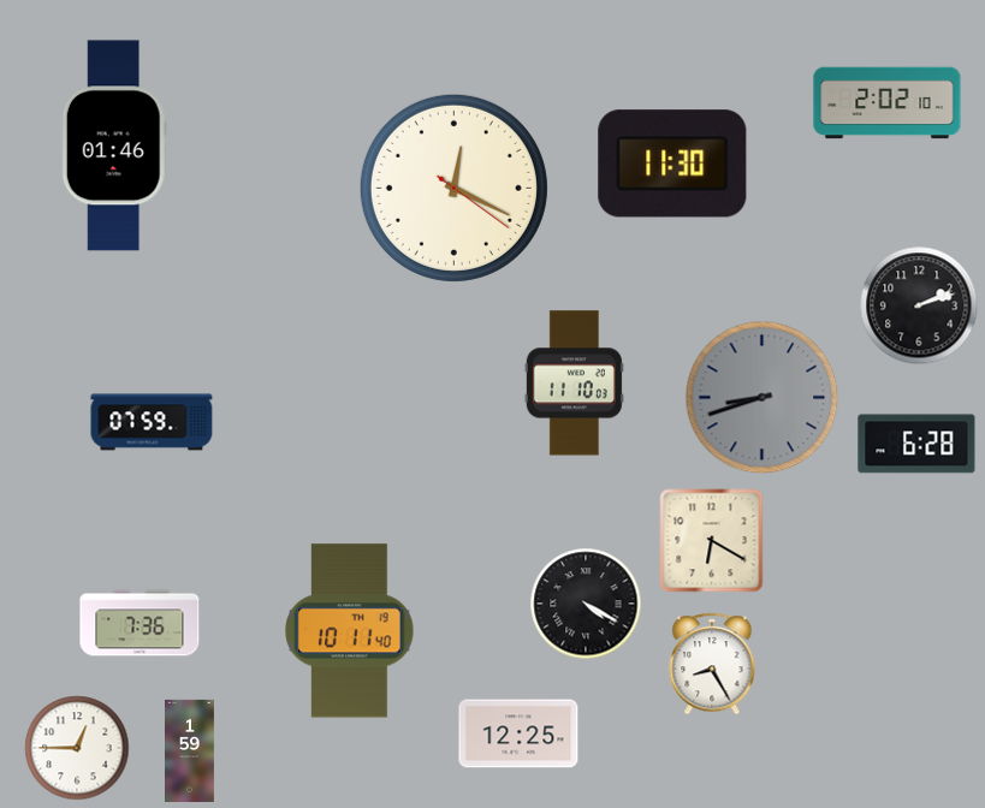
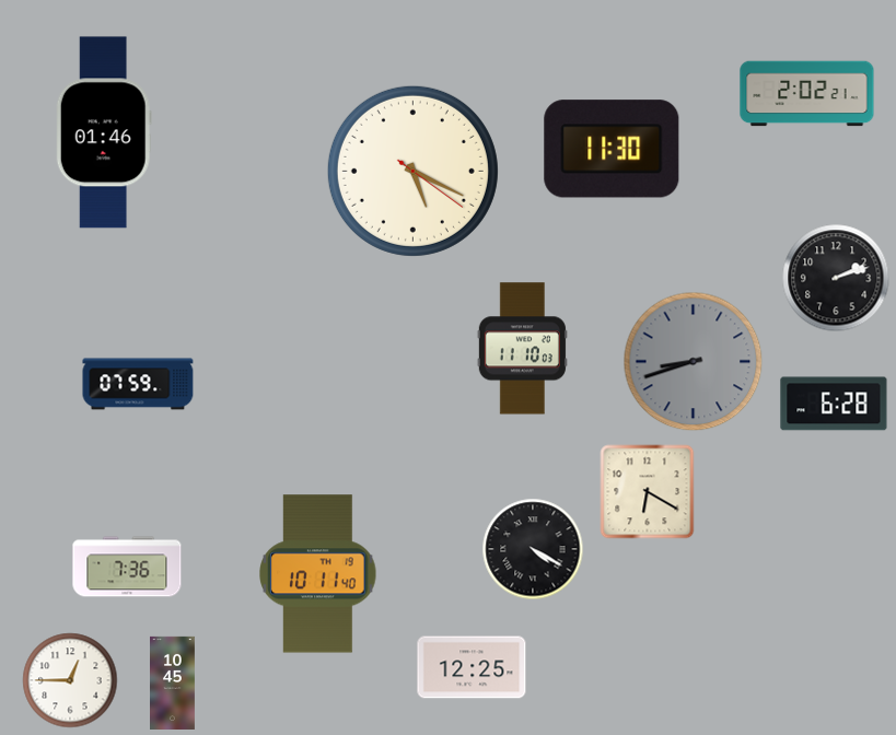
clock at (888, 103): 2:02:10 -> 2:02:21
clock at (453, 188): 12:19 -> 5:19
clock at (712, 664): 8:25 -> none
clock at (190, 750): 1:59 -> 10:45
